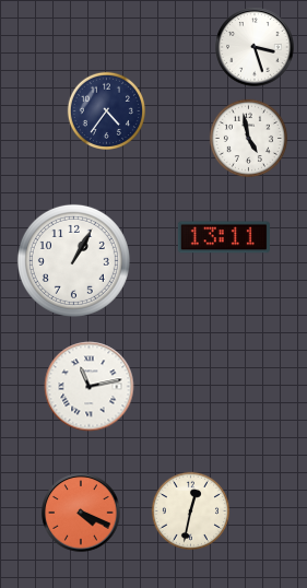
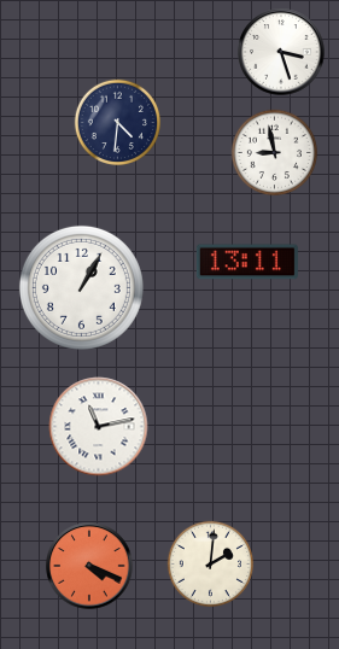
clock at (106, 110): 4:36 -> 4:31
clock at (248, 138): 4:58 -> 8:58
clock at (190, 510): 12:32 -> 2:01
